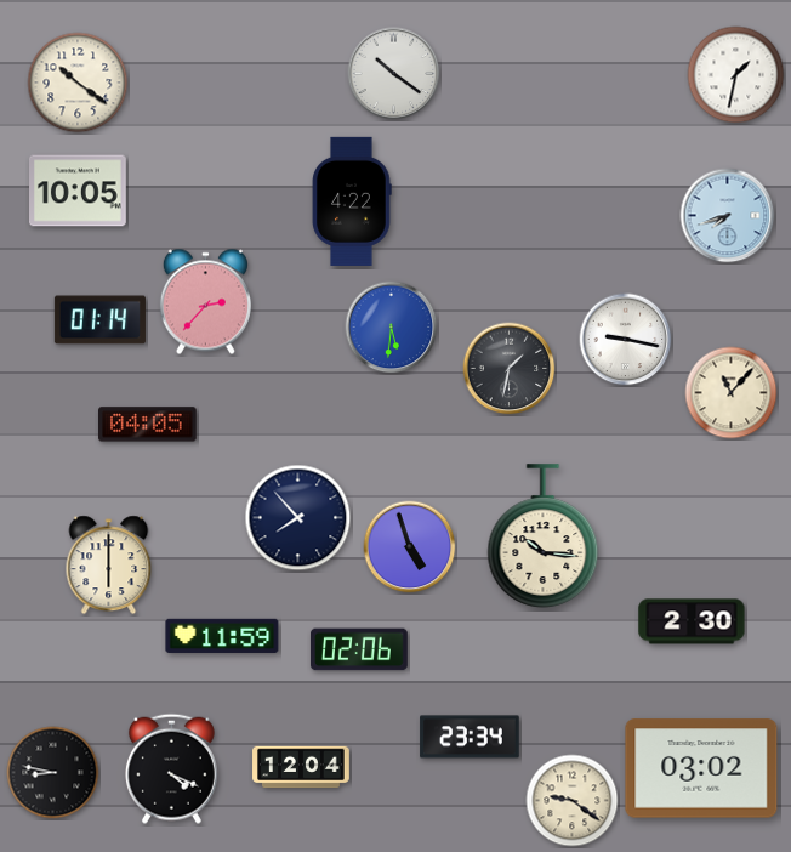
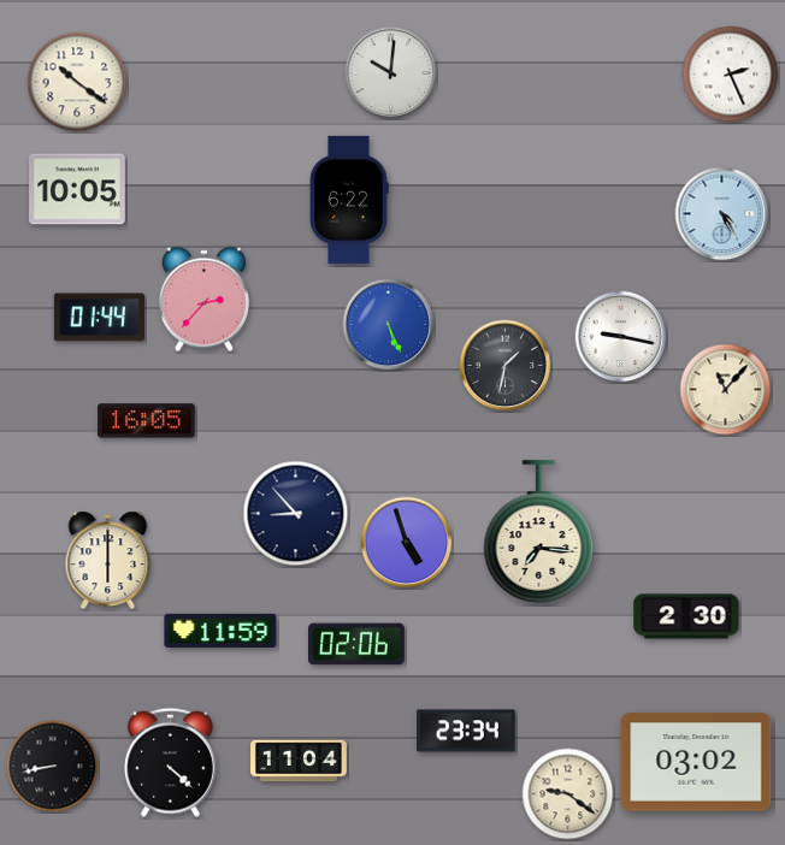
clock at (394, 74): 10:21 -> 10:01
clock at (736, 75): 1:32 -> 2:26
clock at (352, 201): 4:22 -> 6:22
clock at (728, 216): 7:42 -> 4:25
clock at (99, 320): 01:14 -> 01:44
clock at (392, 328): 5:31 -> 5:26
clock at (148, 425): 04:05 -> 16:05
clock at (298, 518): 7:53 -> 8:53
clock at (544, 536): 10:16 -> 7:16
clock at (301, 767): 12:04 -> 11:04
clock at (171, 768): 4:19 -> 4:22
clock at (53, 773): 8:47 -> 8:43
